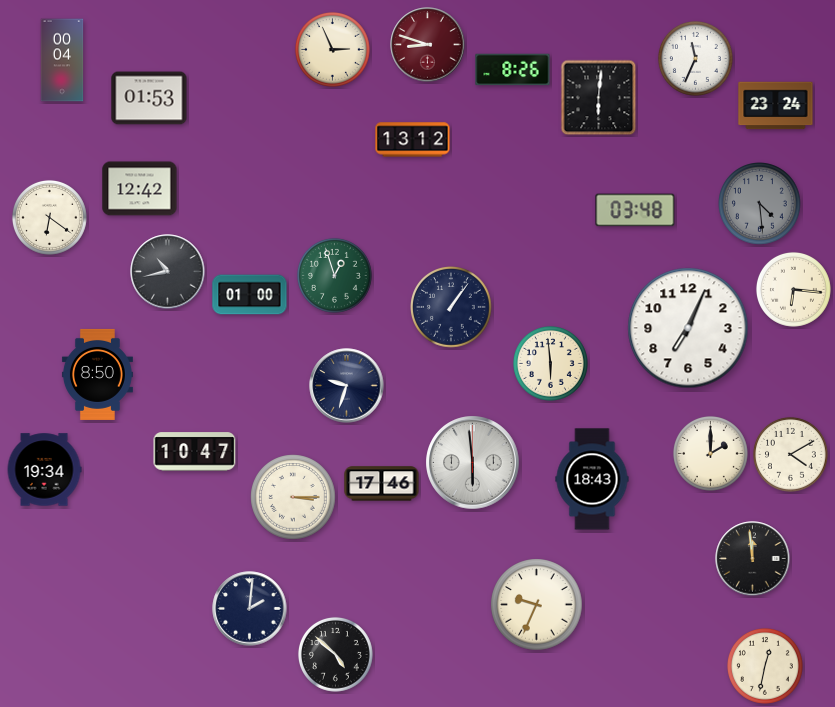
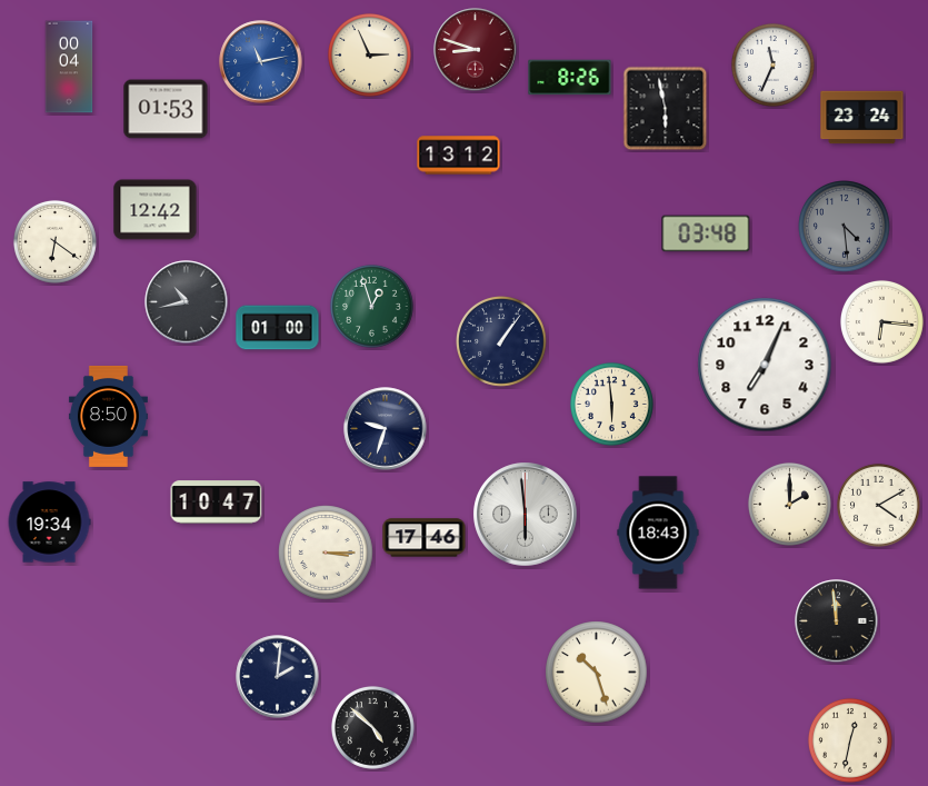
clock at (261, 62): none -> 11:13
clock at (599, 98): 6:01 -> 5:58
clock at (537, 605): 9:34 -> 10:27
